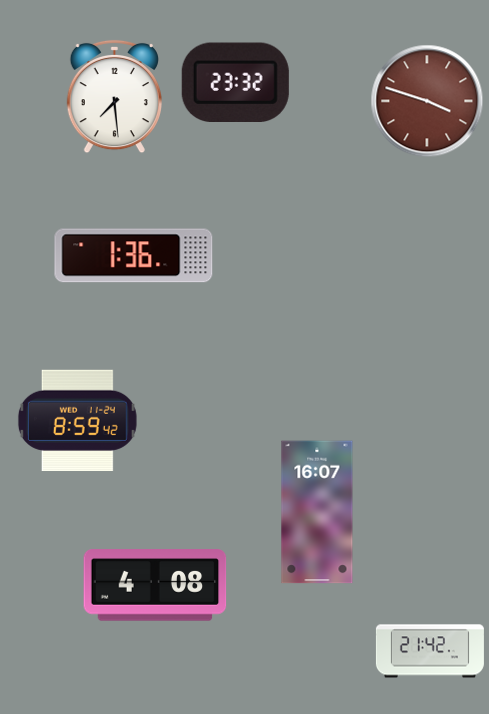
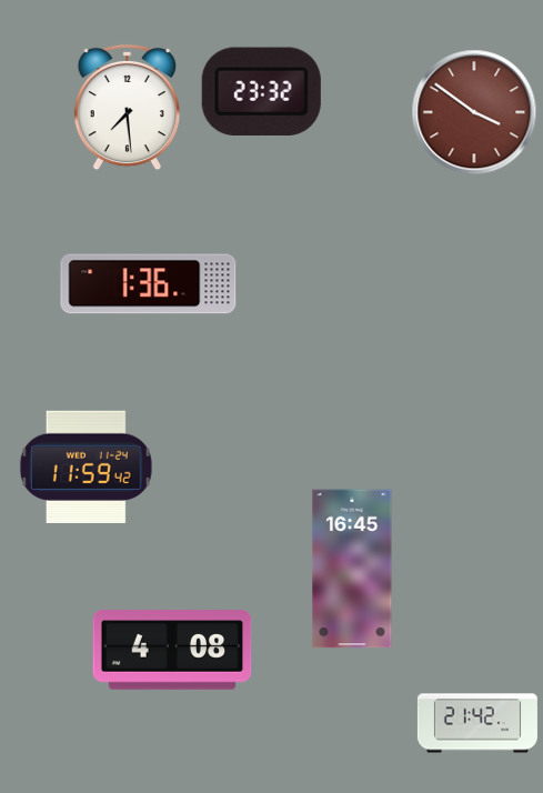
clock at (427, 101): 3:48 -> 3:51
clock at (77, 420): 8:59 -> 11:59
clock at (317, 512): 16:07 -> 16:45
